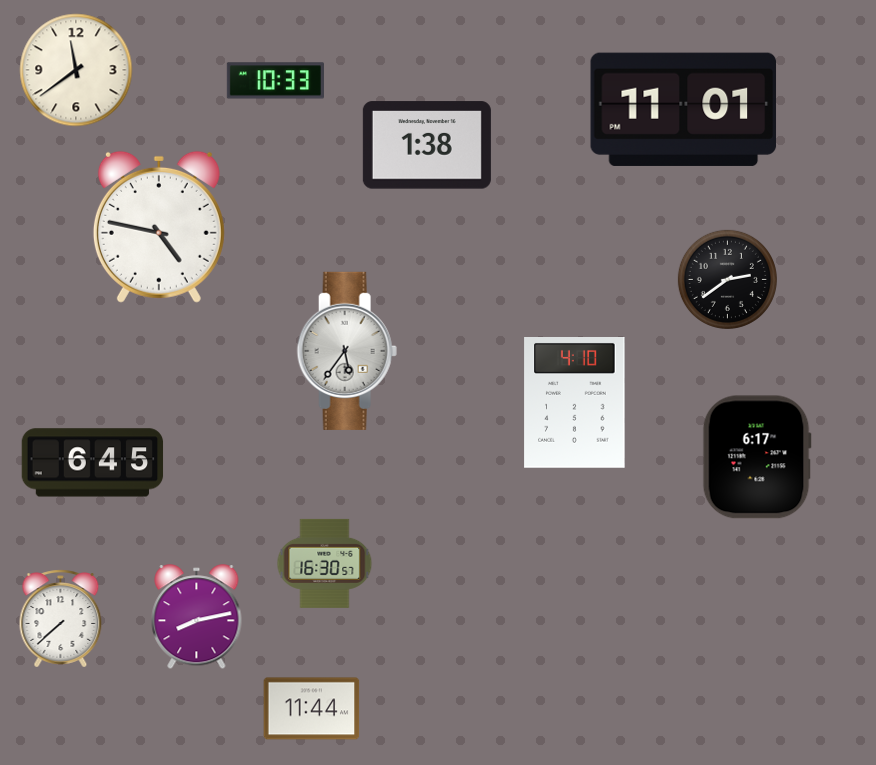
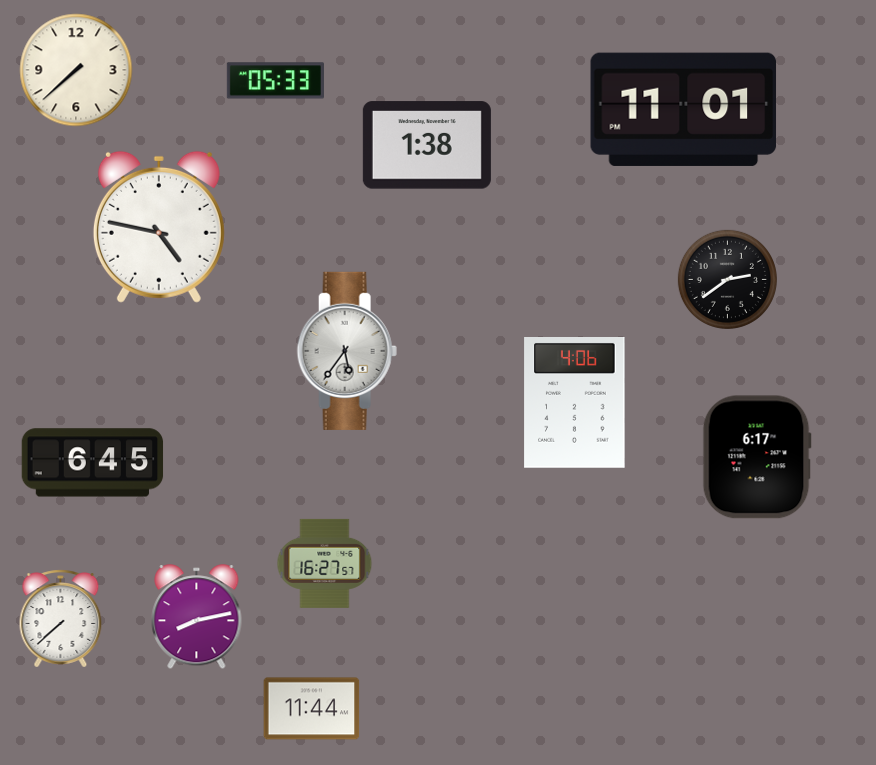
clock at (76, 70): 11:39 -> 7:38
clock at (275, 81): 10:33 -> 05:33
clock at (575, 403): 4:10 -> 4:06
clock at (325, 563): 16:30 -> 16:27
